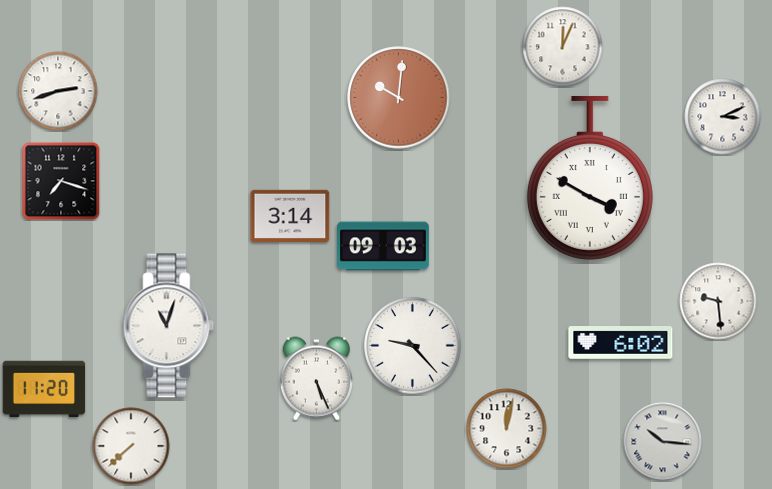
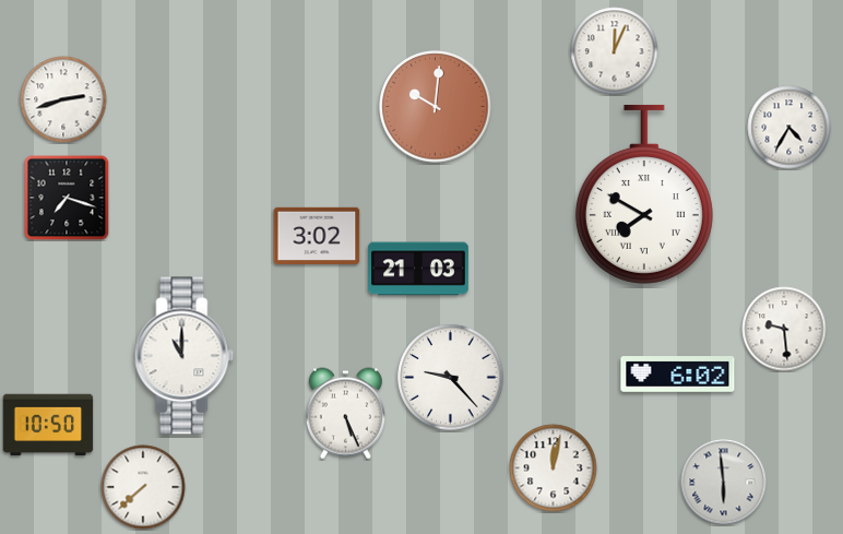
clock at (723, 117): 3:11 -> 4:35
clock at (590, 178): 3:50 -> 7:50
clock at (290, 215): 3:14 -> 3:02
clock at (383, 246): 09:03 -> 21:03
clock at (169, 326): 11:03 -> 11:00
clock at (44, 389): 11:20 -> 10:50
clock at (663, 442): 10:16 -> 5:59
